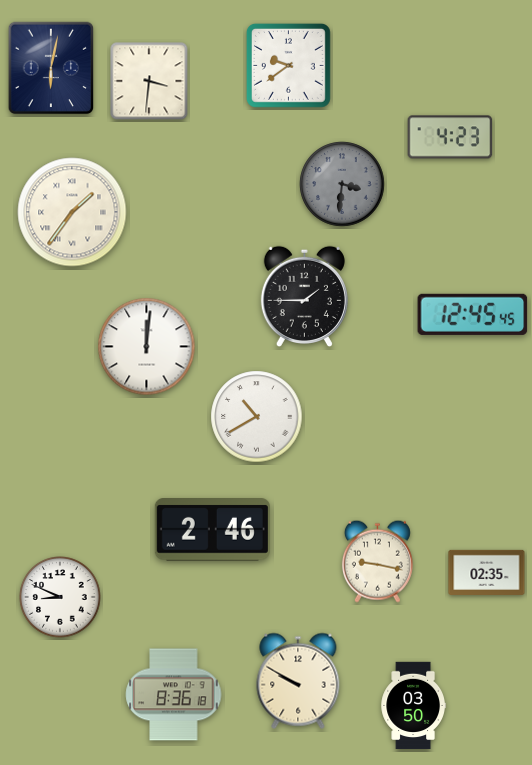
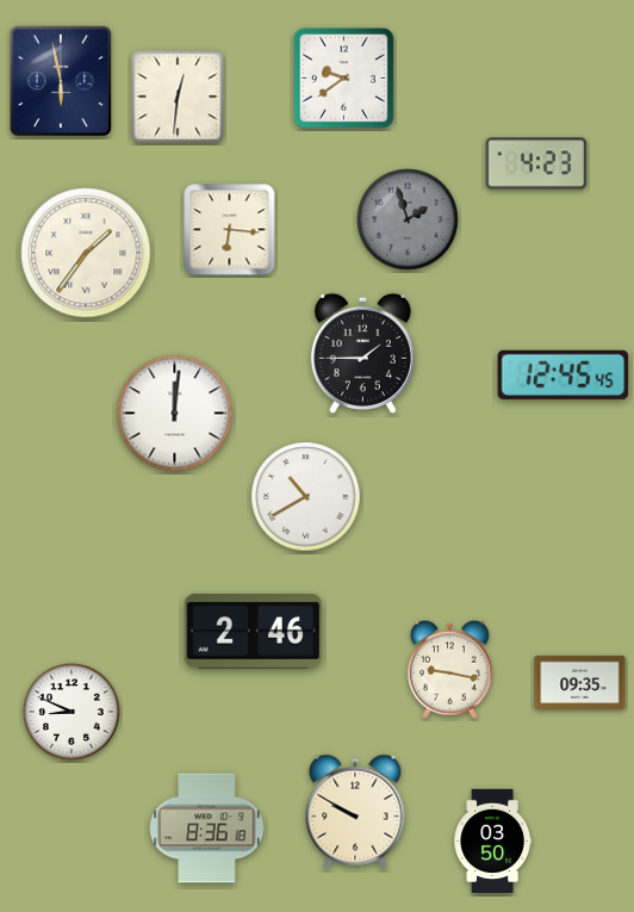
clock at (51, 68): 6:02 -> 5:58
clock at (149, 81): 3:31 -> 12:31
clock at (342, 184): 3:31 -> 1:57
clock at (230, 230): none -> 6:16
clock at (487, 572): 02:35 -> 09:35
